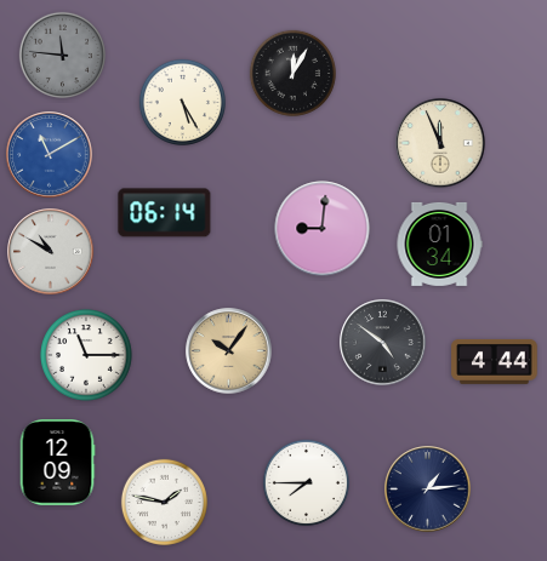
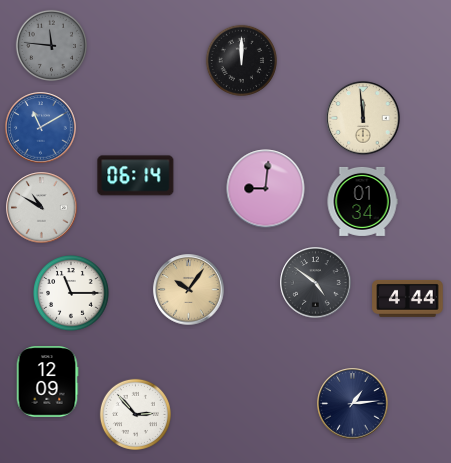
clock at (292, 73): 12:05 -> 12:00
clock at (182, 102): 5:25 -> none
clock at (440, 143): 11:56 -> 11:59
clock at (306, 482): 7:45 -> none
clock at (164, 502): 1:47 -> 2:53
